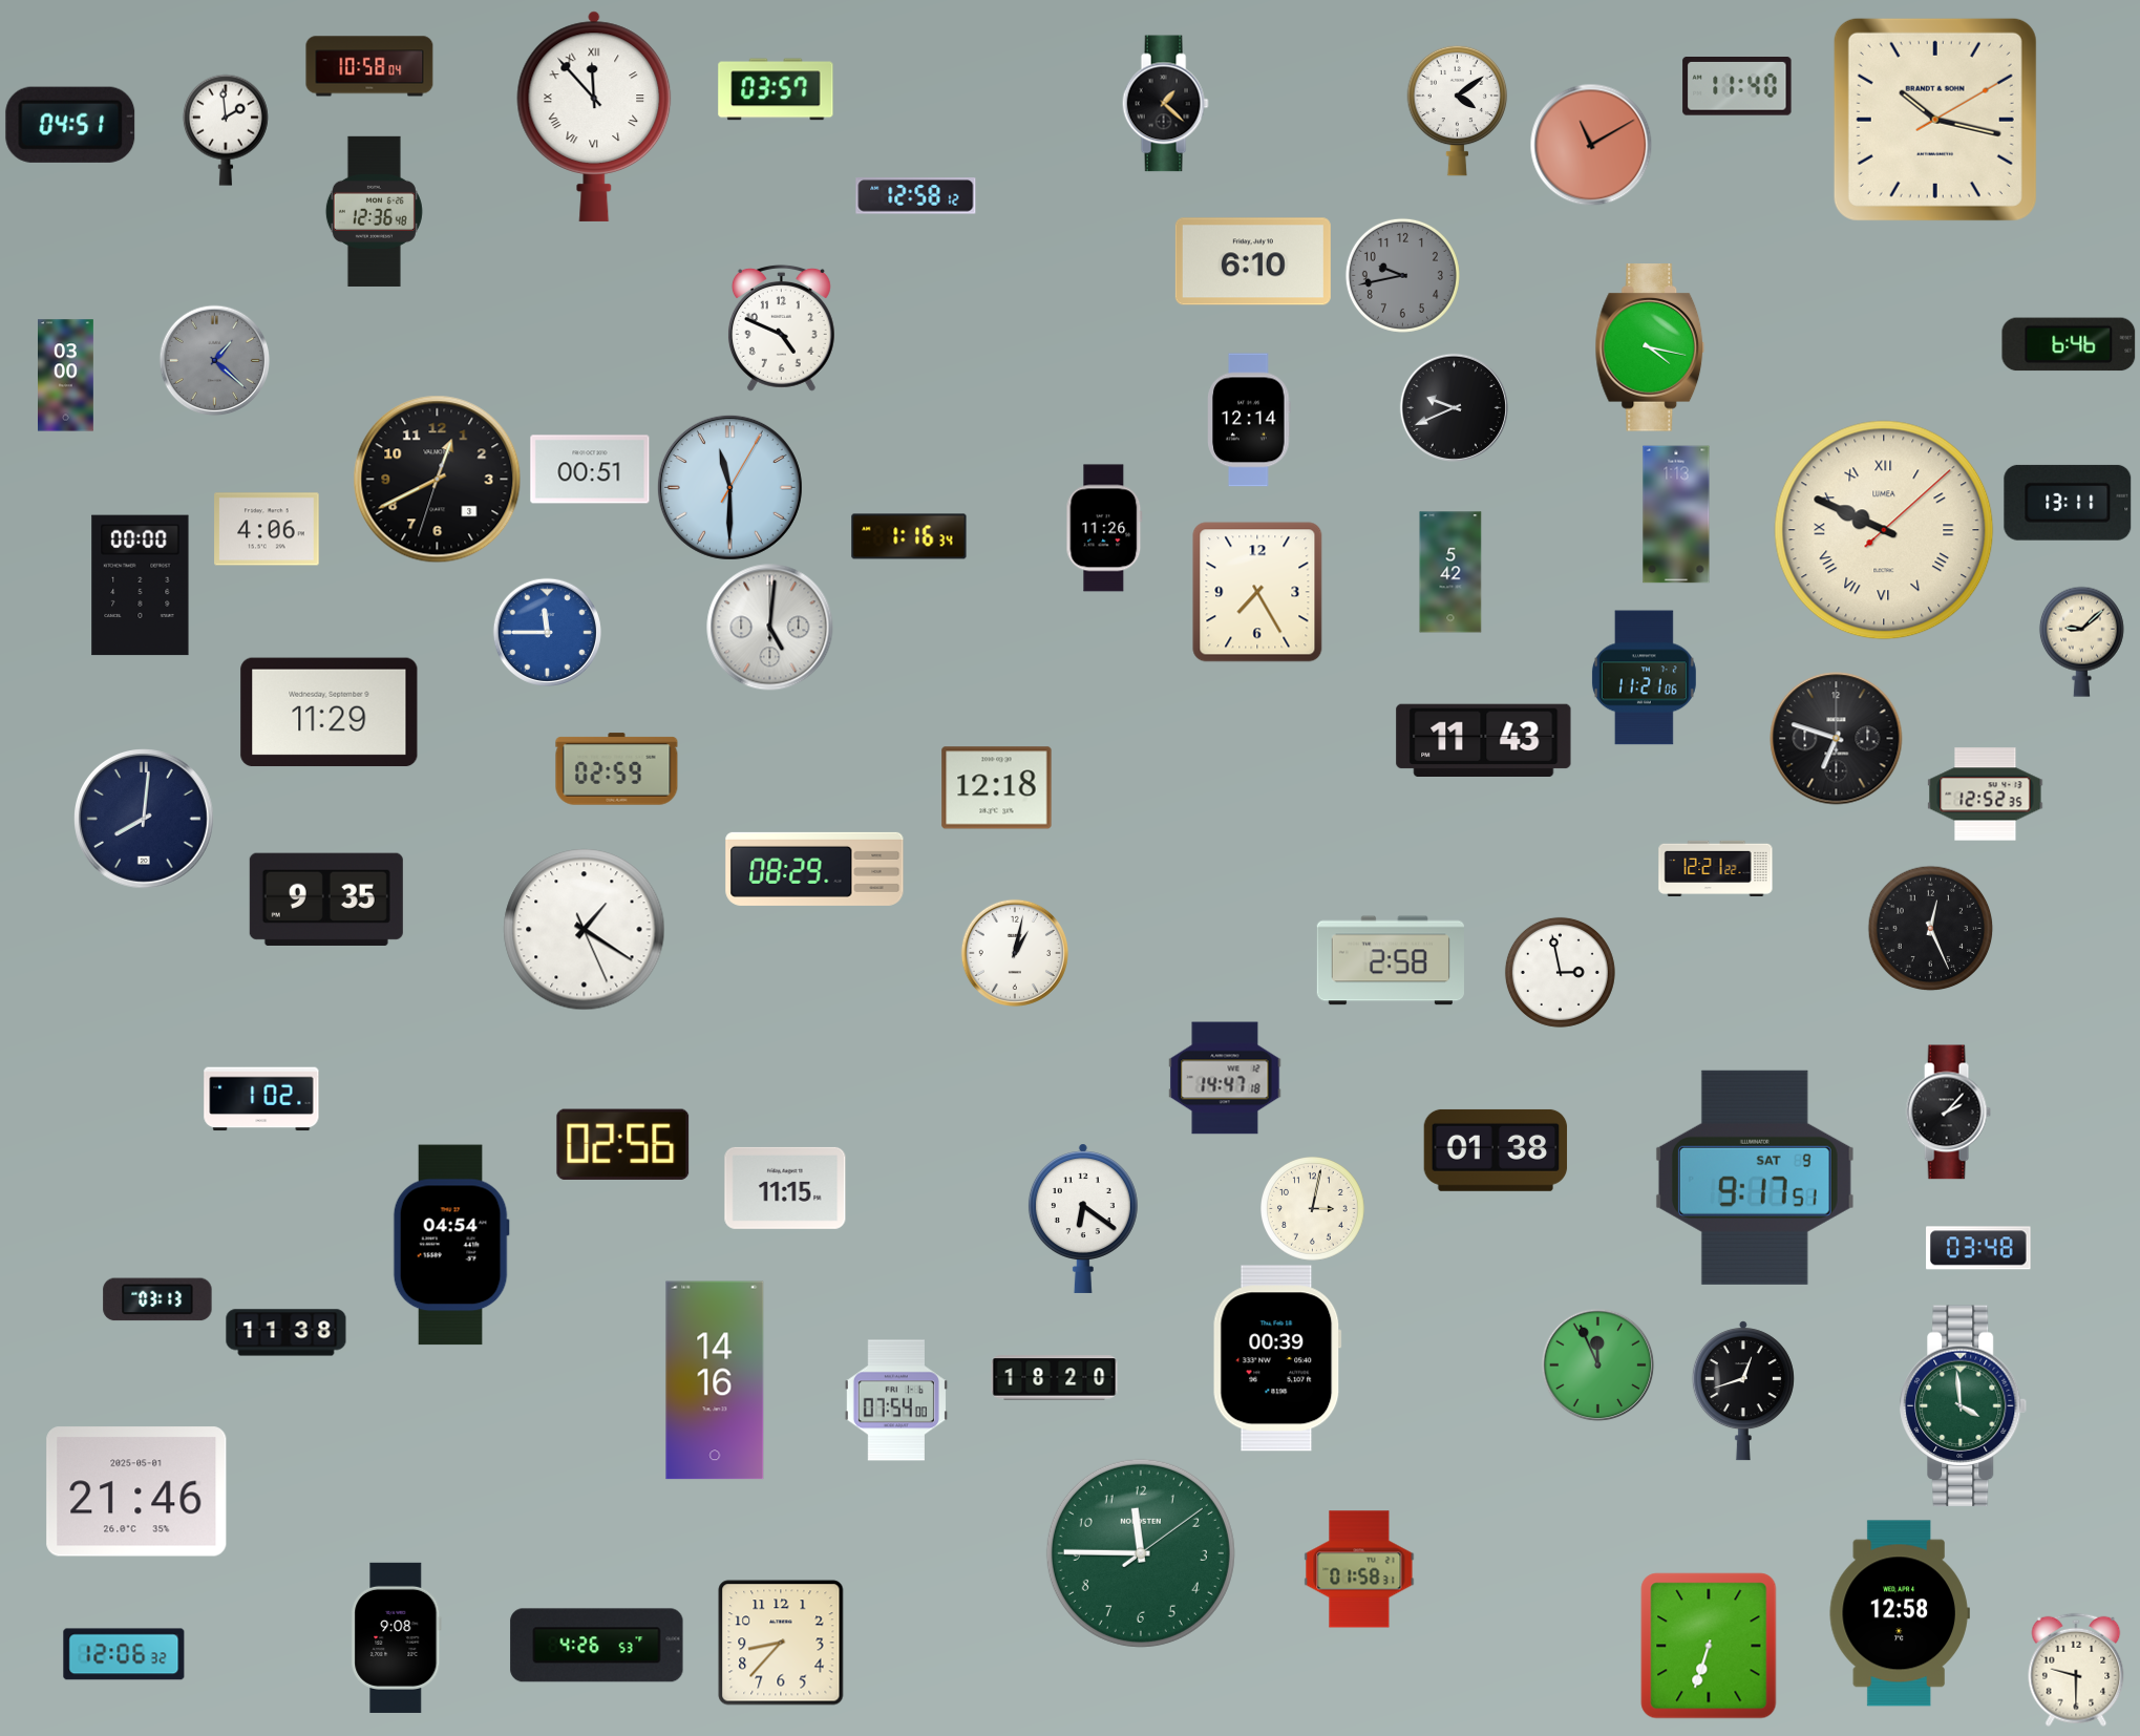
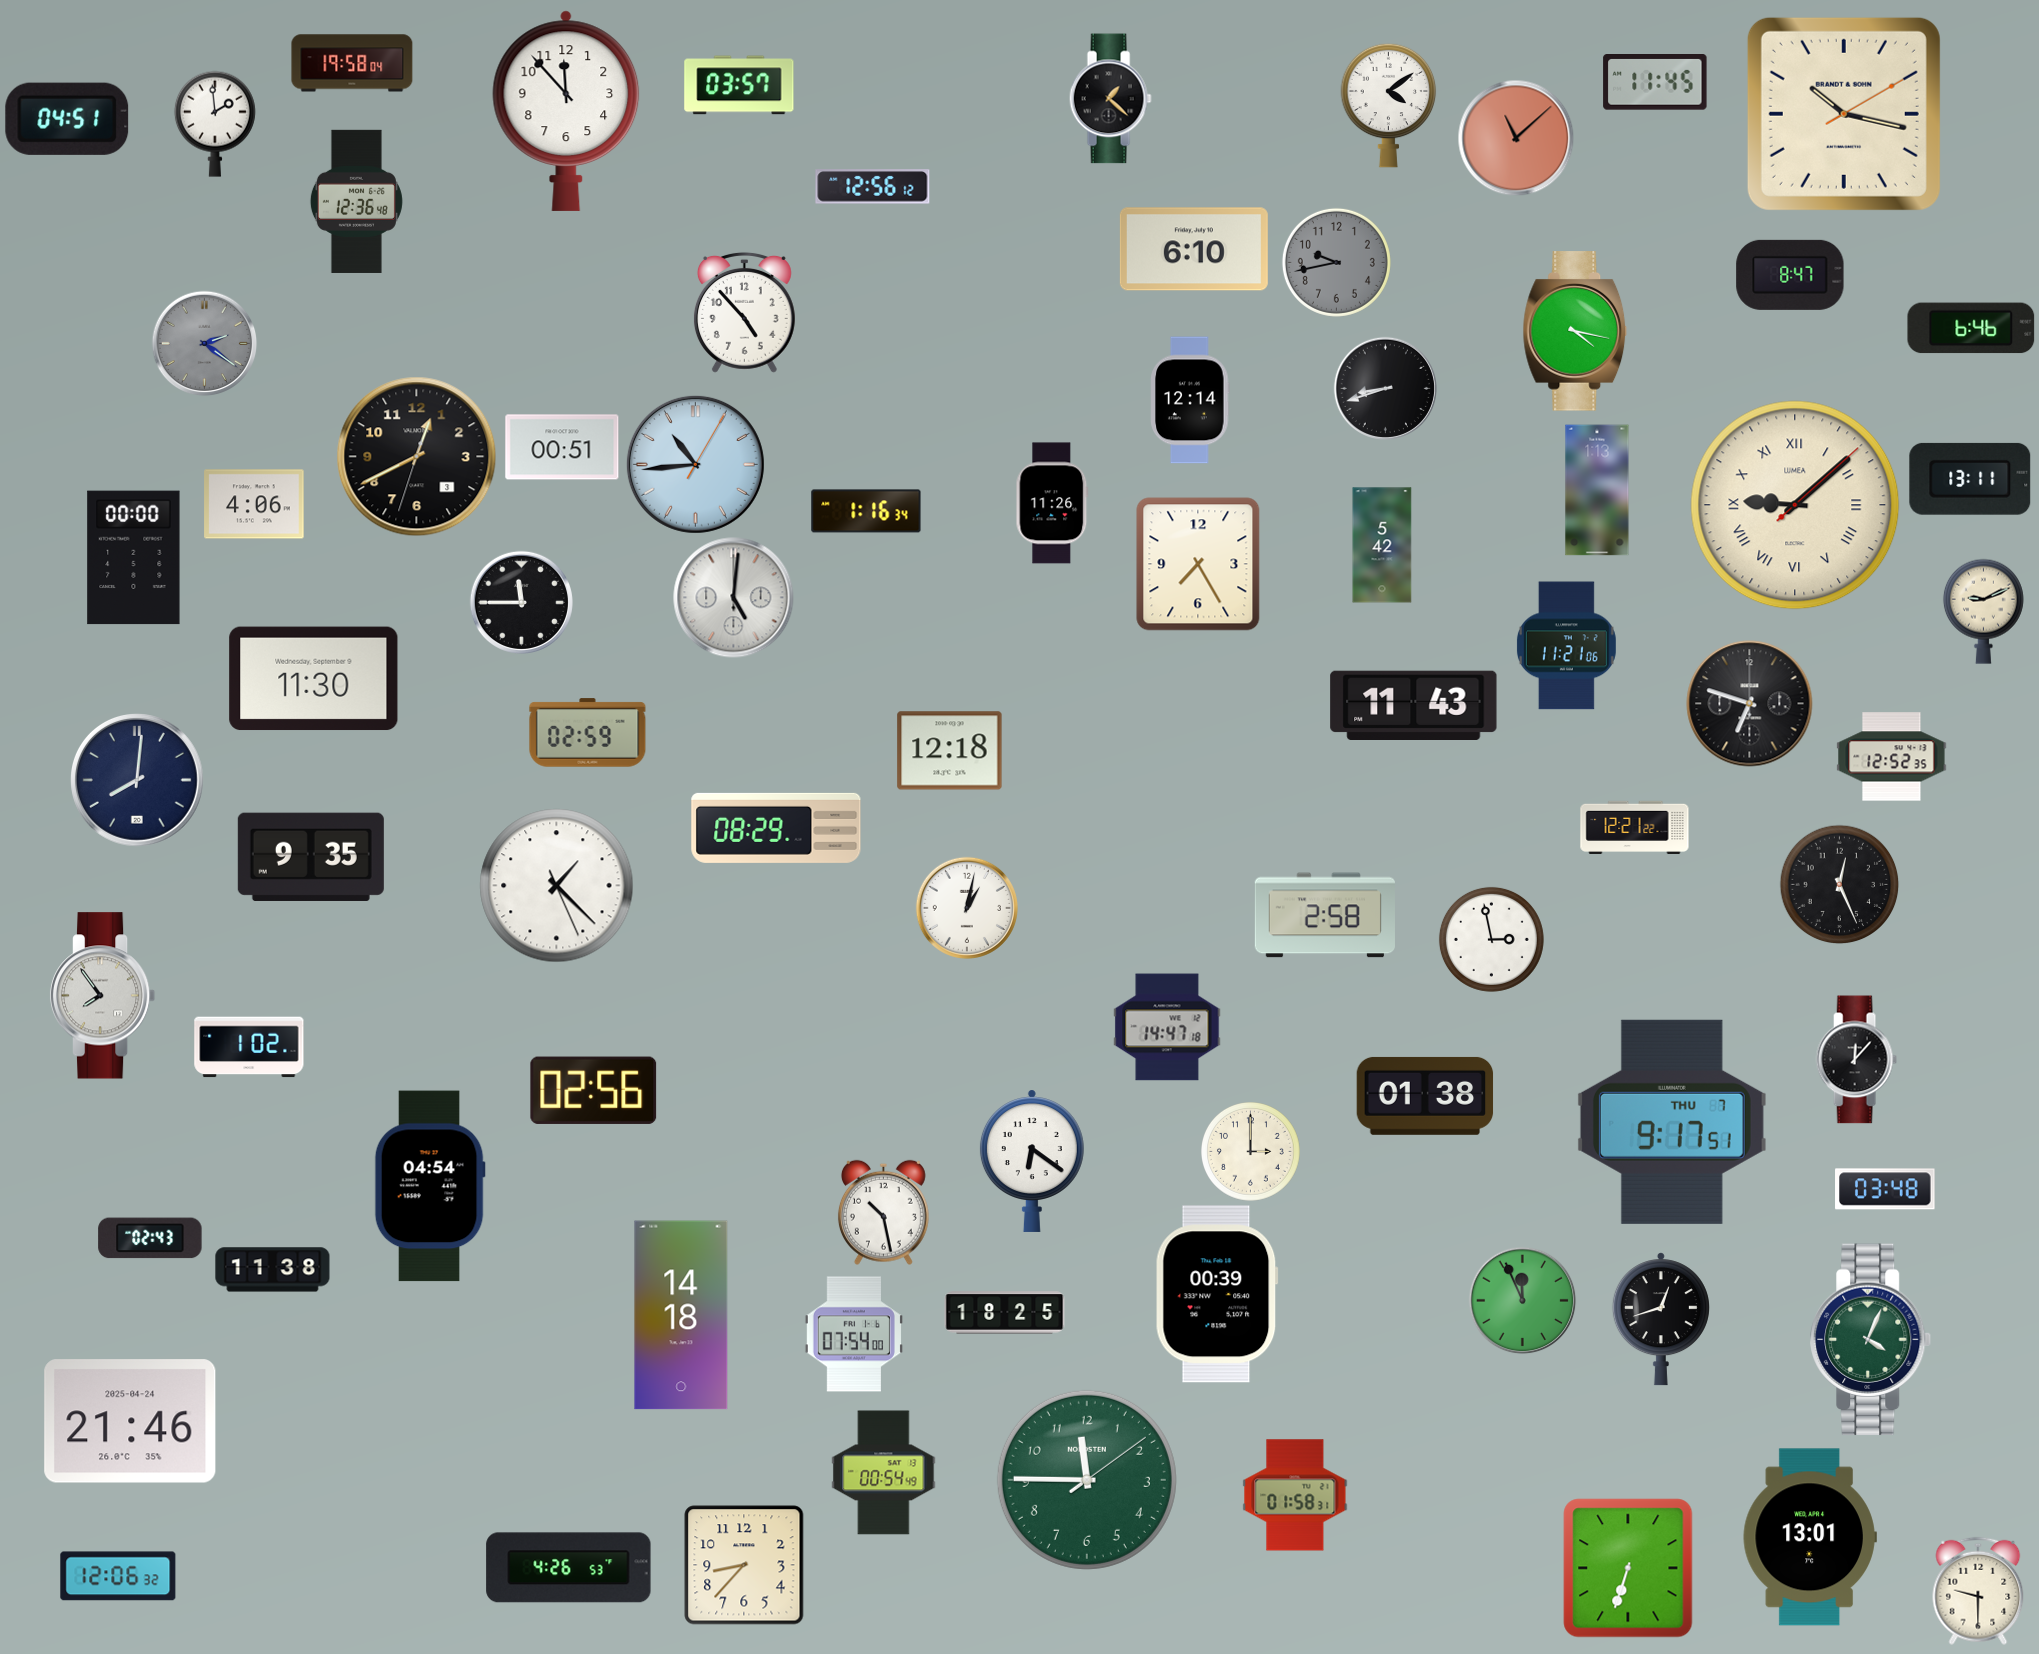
clock at (369, 66): 10:58 -> 19:58
clock at (1737, 87): 11:40 -> 11:45
clock at (594, 117) numerals: Roman -> Arabic
clock at (1591, 145): 11:10 -> 11:08
clock at (916, 196): 12:58 -> 12:56
clock at (1790, 275): none -> 8:47
clock at (781, 327): 4:49 -> 4:53
clock at (1650, 347) position: (1650, 347) -> (1575, 331)
clock at (214, 360): 1:22 -> 2:21
clock at (66, 376): 03:00 -> none
clock at (1454, 407): 9:41 -> 8:42
clock at (729, 487): 11:30 -> 10:44
clock at (1884, 530): 9:49 -> 9:08
clock at (547, 632) dial: blue -> black
clock at (2081, 641): 9:08 -> 9:11
clock at (330, 713): 11:29 -> 11:30
clock at (585, 930): 1:20 -> 1:22
clock at (1560, 972) position: (1560, 972) -> (1491, 939)
clock at (103, 996): none -> 7:54
clock at (1948, 1113): 2:07 -> 12:07
clock at (1755, 1178) date: SAT 9 -> THU 7
clock at (785, 1188): 11:15 -> none
clock at (1313, 1209): 3:02 -> 3:00
clock at (883, 1212): none -> 10:28
clock at (157, 1299): 03:13 -> 02:43
clock at (1055, 1378): 18:20 -> 18:25
clock at (715, 1380): 14:16 -> 14:18
clock at (1743, 1391) position: (1743, 1391) -> (1661, 1319)
clock at (1964, 1406): 3:59 -> 4:04
clock at (136, 1491) date: 2025-05-01 -> 2025-04-24
clock at (884, 1473): none -> 00:54
clock at (1900, 1613): 12:58 -> 13:01
clock at (397, 1637): 9:08 -> none
